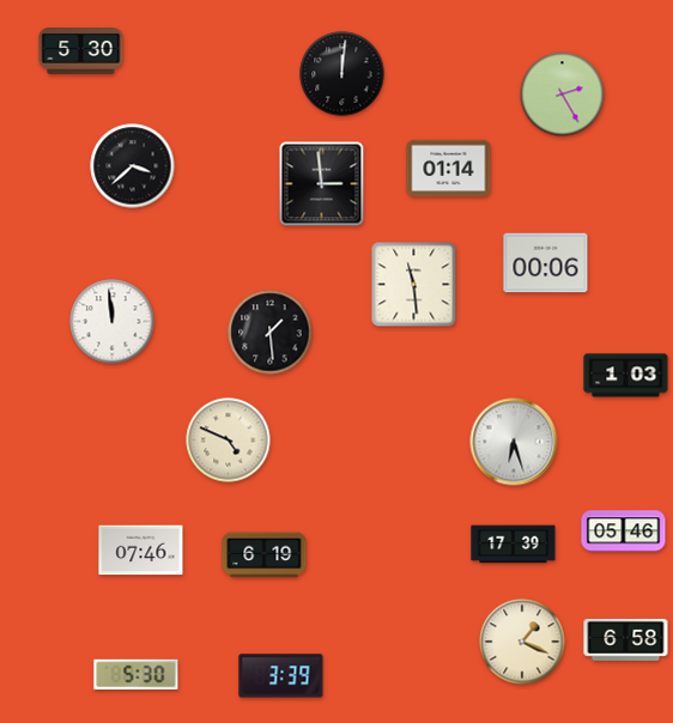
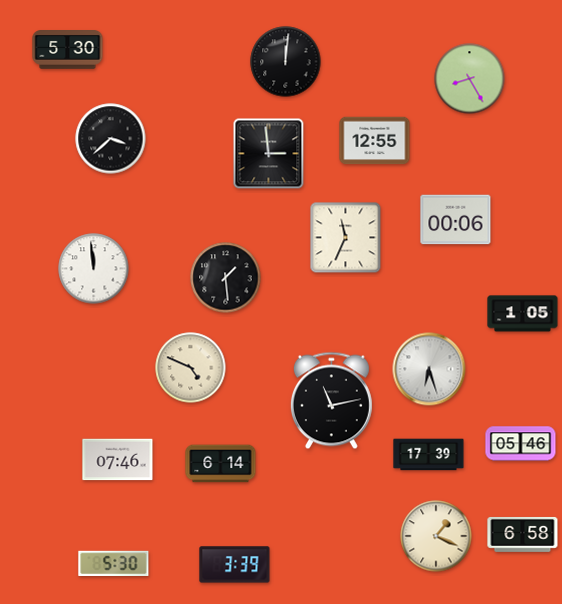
clock at (81, 51) position: (81, 51) -> (68, 50)
clock at (563, 95): 2:25 -> 8:25
clock at (449, 169): 01:14 -> 12:55
clock at (414, 285): 11:29 -> 11:34
clock at (626, 376): 1:03 -> 1:05
clock at (331, 401): none -> 11:13
clock at (265, 555): 6:19 -> 6:14
